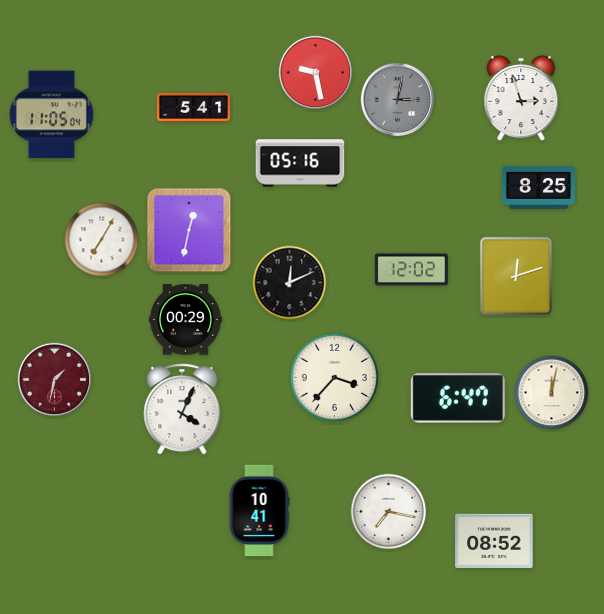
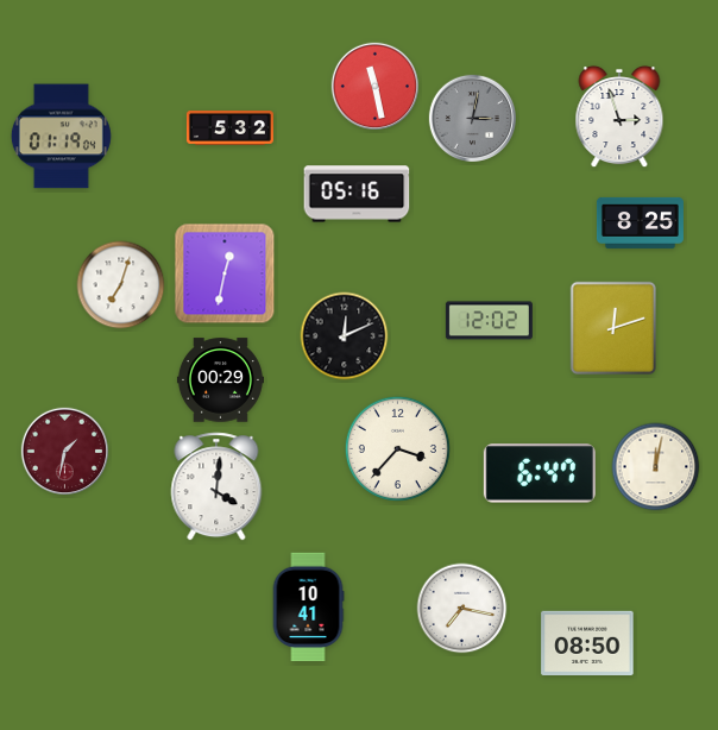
clock at (315, 72): 9:28 -> 11:28
clock at (193, 108): 5:41 -> 5:32
clock at (51, 115): 11:05 -> 01:19
clock at (102, 240): 7:05 -> 7:03
clock at (458, 398) position: (458, 398) -> (540, 473)
clock at (182, 409): 4:04 -> 4:01
clock at (494, 541): 08:52 -> 08:50
